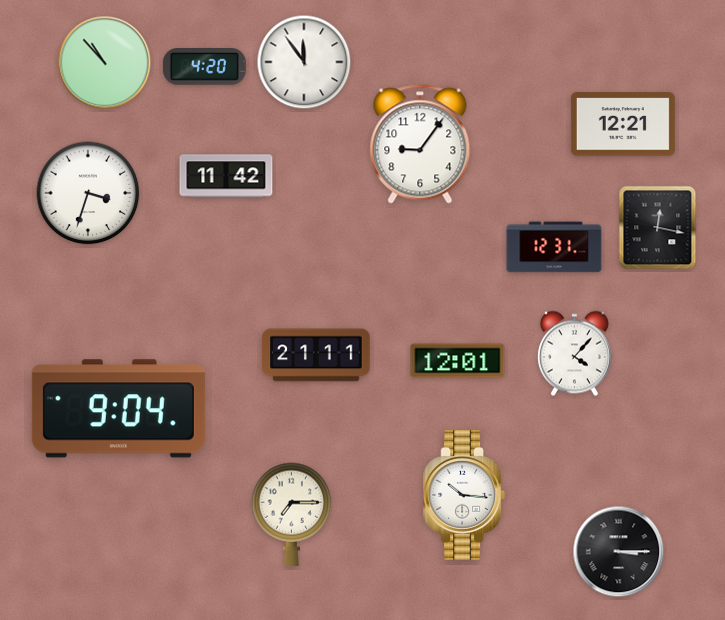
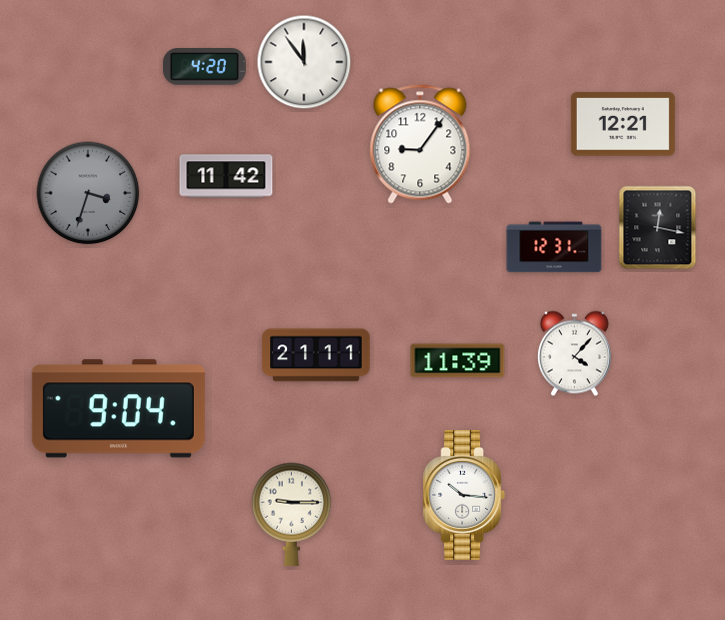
clock at (105, 63): 10:53 -> none
clock at (88, 193) dial: white -> grey
clock at (458, 361): 12:01 -> 11:39
clock at (292, 514): 7:15 -> 9:15
clock at (619, 552): 3:15 -> none
